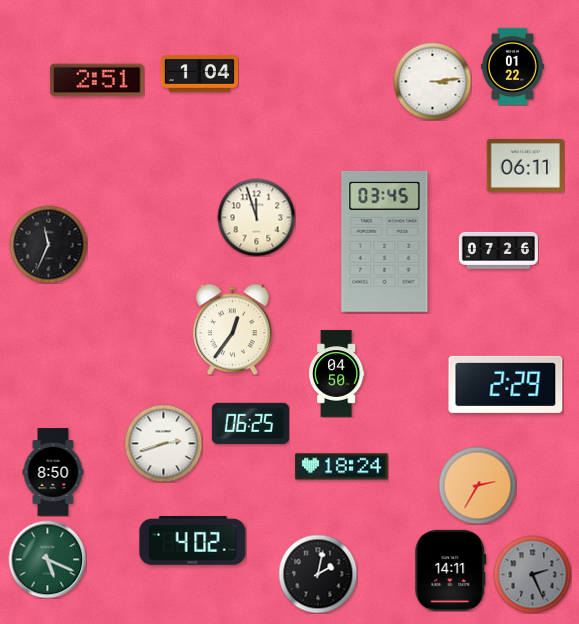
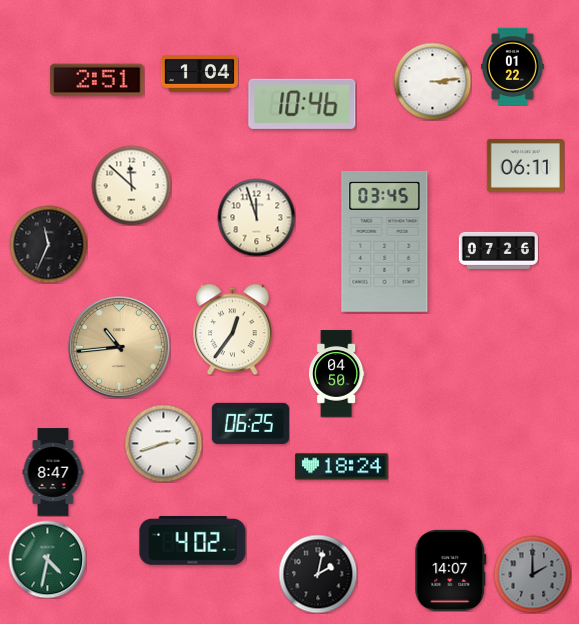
clock at (302, 104): none -> 10:46
clock at (131, 185): none -> 11:52
clock at (119, 347): none -> 10:44
clock at (506, 384): 2:29 -> none
clock at (53, 472): 8:50 -> 8:47
clock at (477, 485): 2:35 -> none
clock at (47, 559): 5:19 -> 4:32
clock at (451, 570): 14:11 -> 14:07
clock at (532, 574): 2:26 -> 2:00
